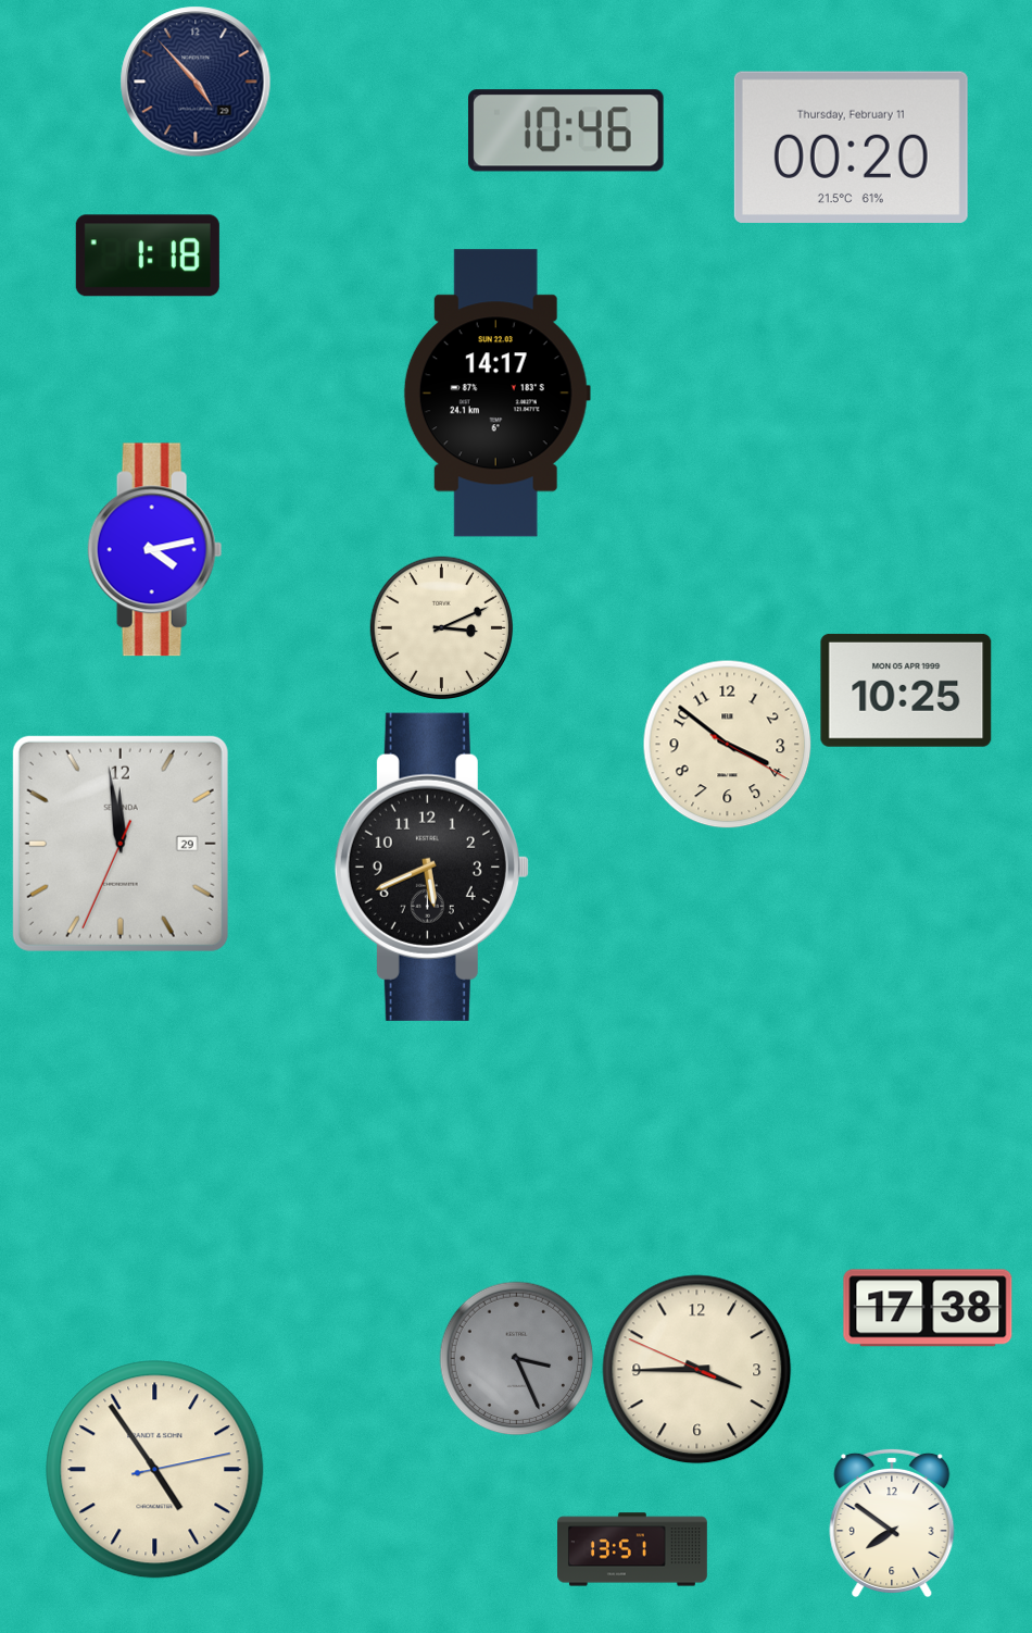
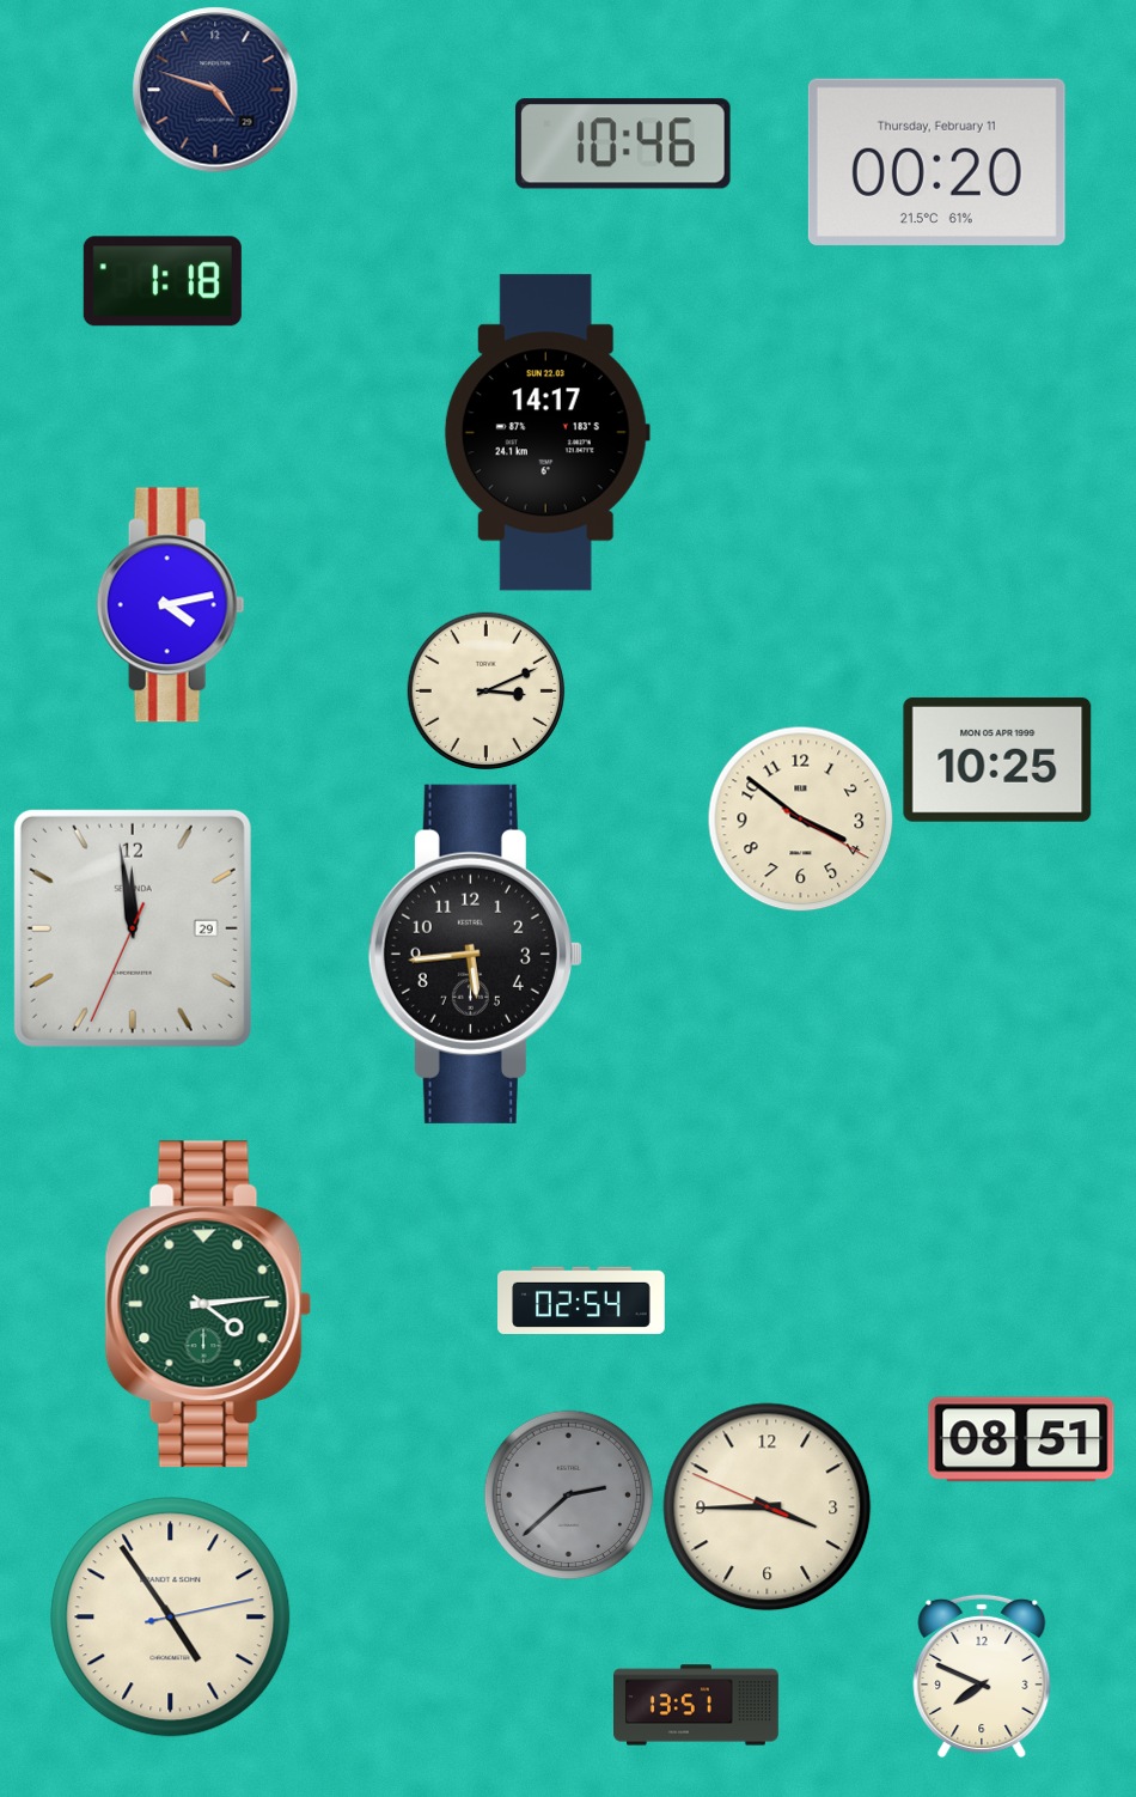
clock at (196, 82): 4:53 -> 4:48
clock at (431, 867): 5:41 -> 5:44
clock at (581, 1299): none -> 02:54
clock at (208, 1304): none -> 4:14
clock at (928, 1308): 17:38 -> 08:51
clock at (517, 1359): 3:26 -> 2:38
clock at (892, 1522): 7:51 -> 7:49
